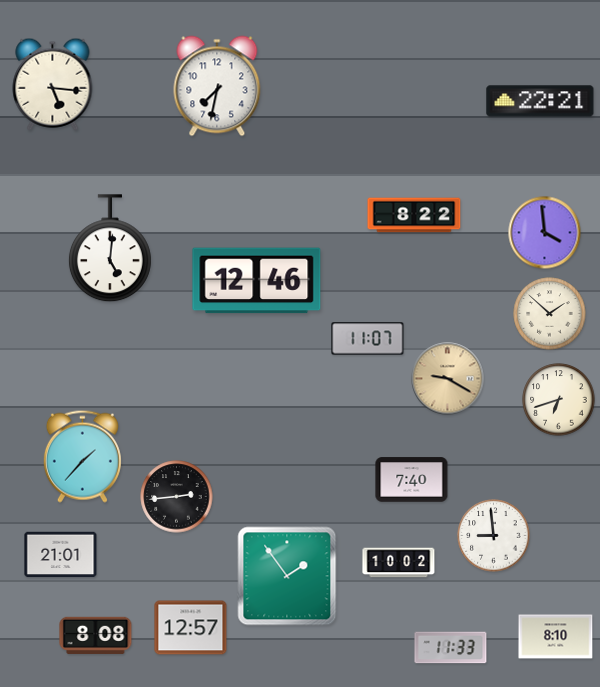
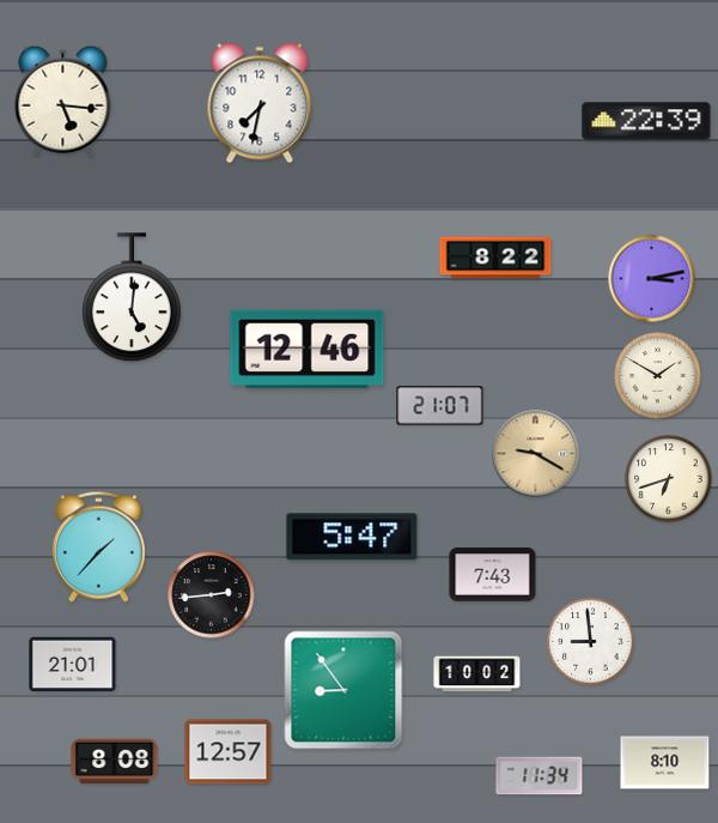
clock at (540, 101): 22:21 -> 22:39
clock at (545, 233): 3:59 -> 3:13
clock at (257, 281) position: (257, 281) -> (308, 350)
clock at (550, 314): 1:52 -> 1:50
clock at (368, 339): 11:07 -> 21:07
clock at (352, 537): none -> 5:47
clock at (412, 480): 7:40 -> 7:43
clock at (287, 576): 1:54 -> 8:54
clock at (451, 648): 11:33 -> 11:34
